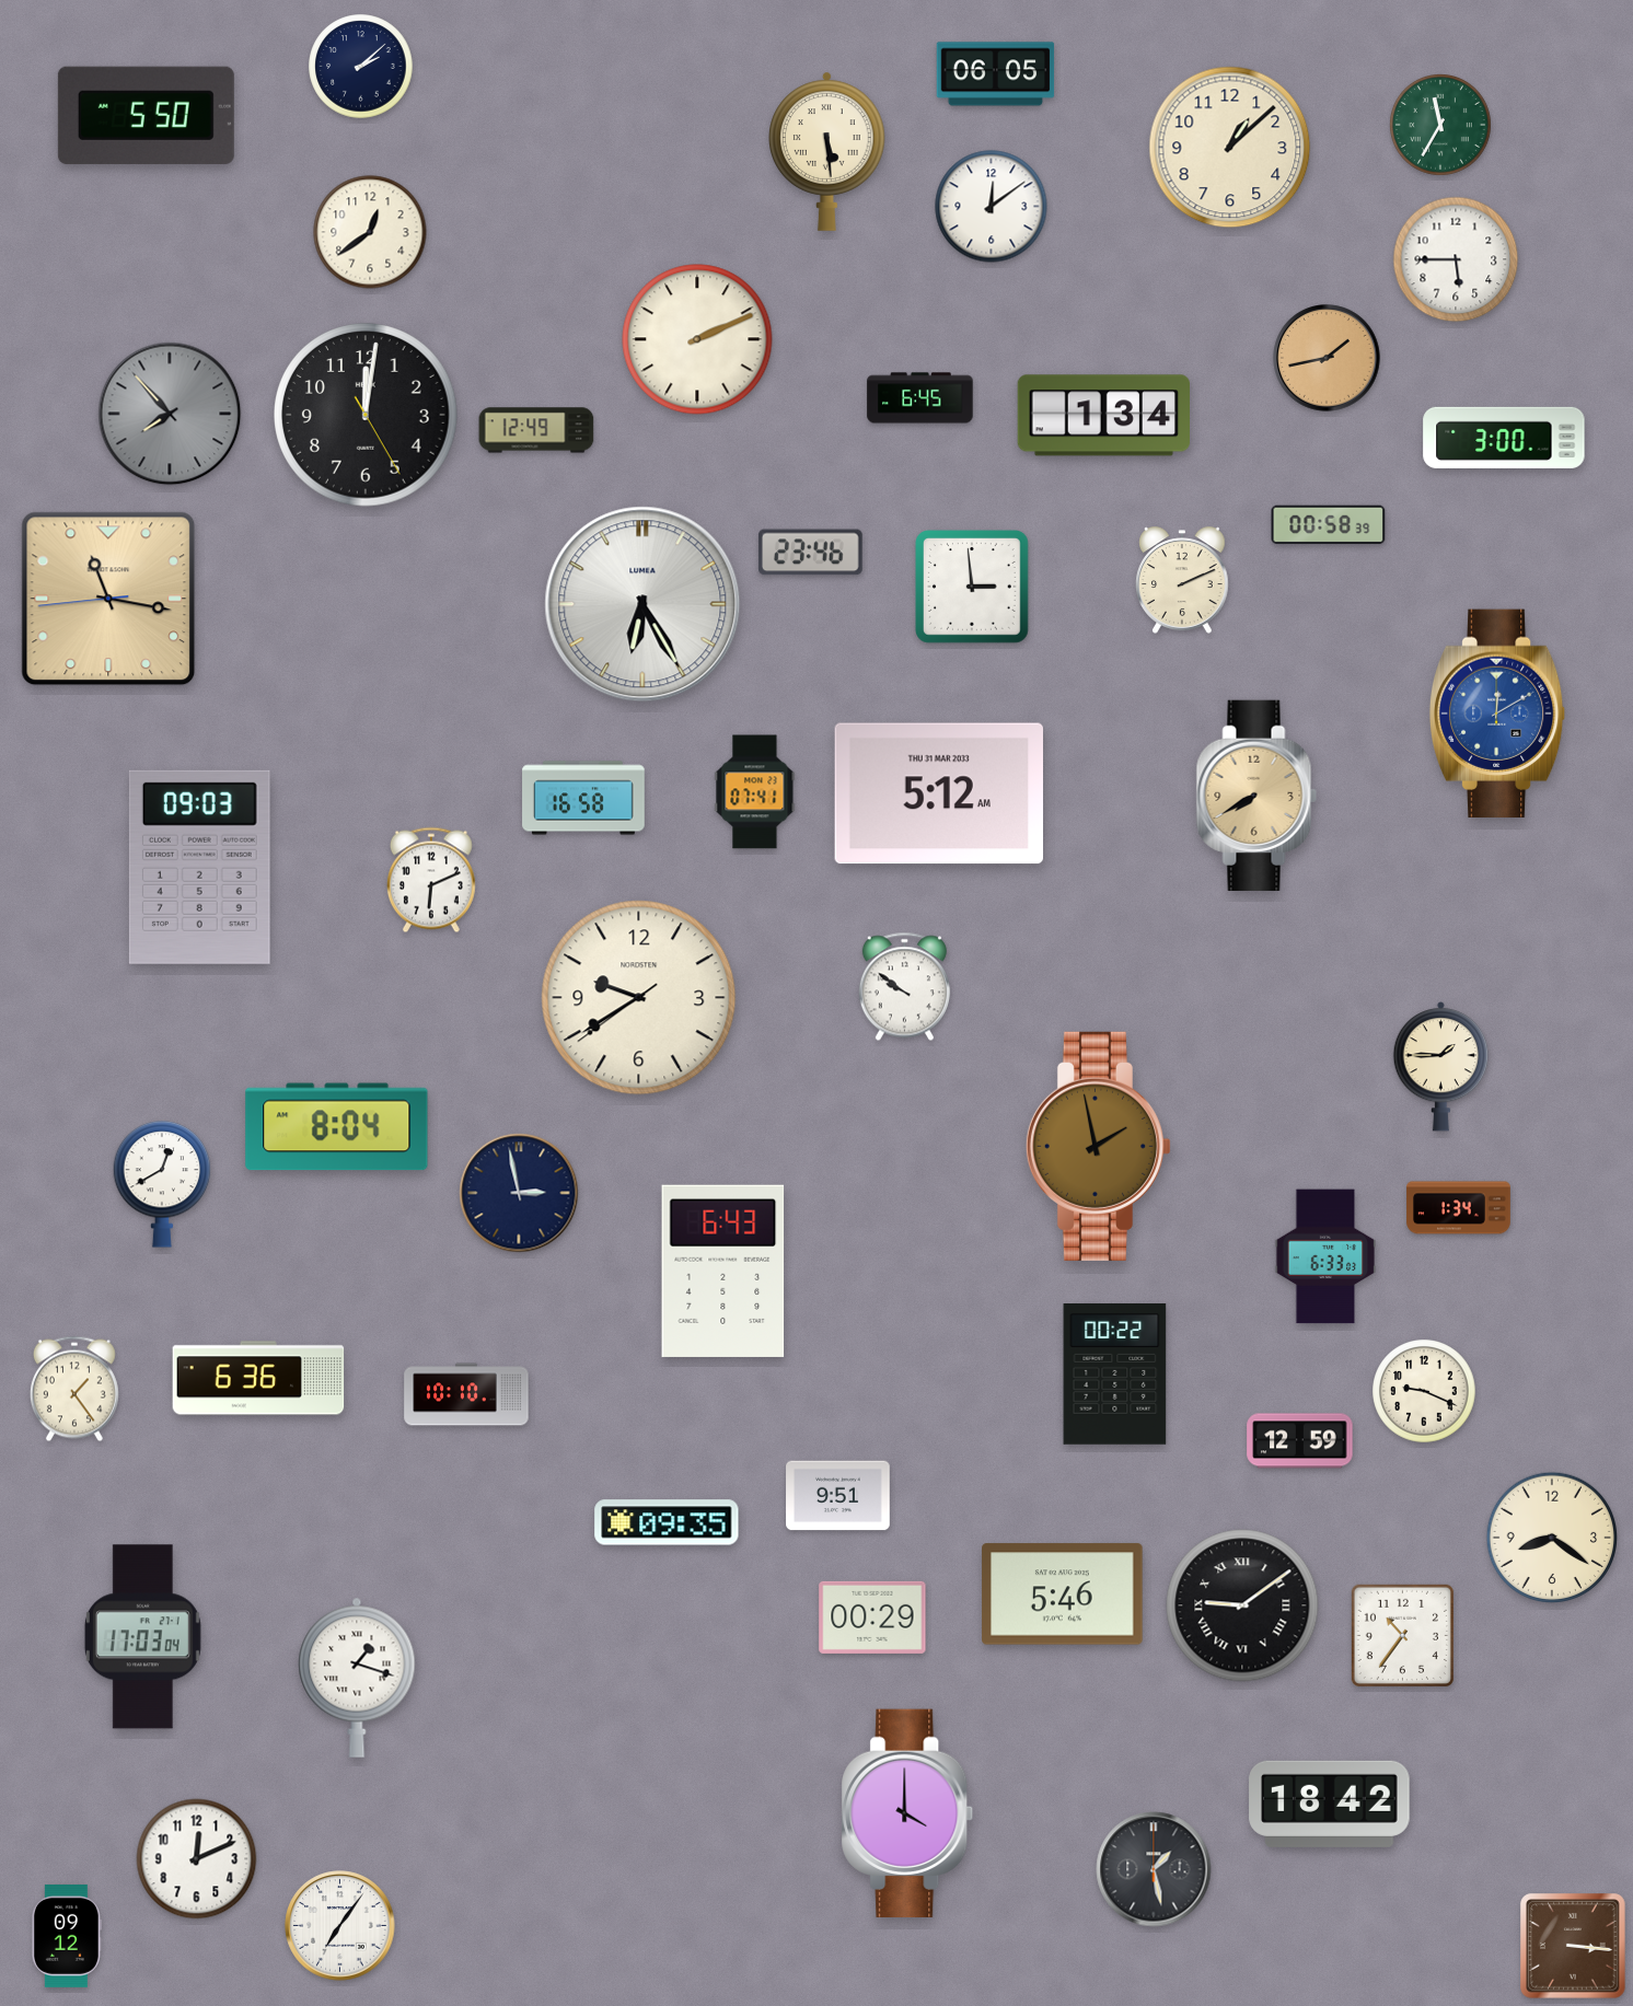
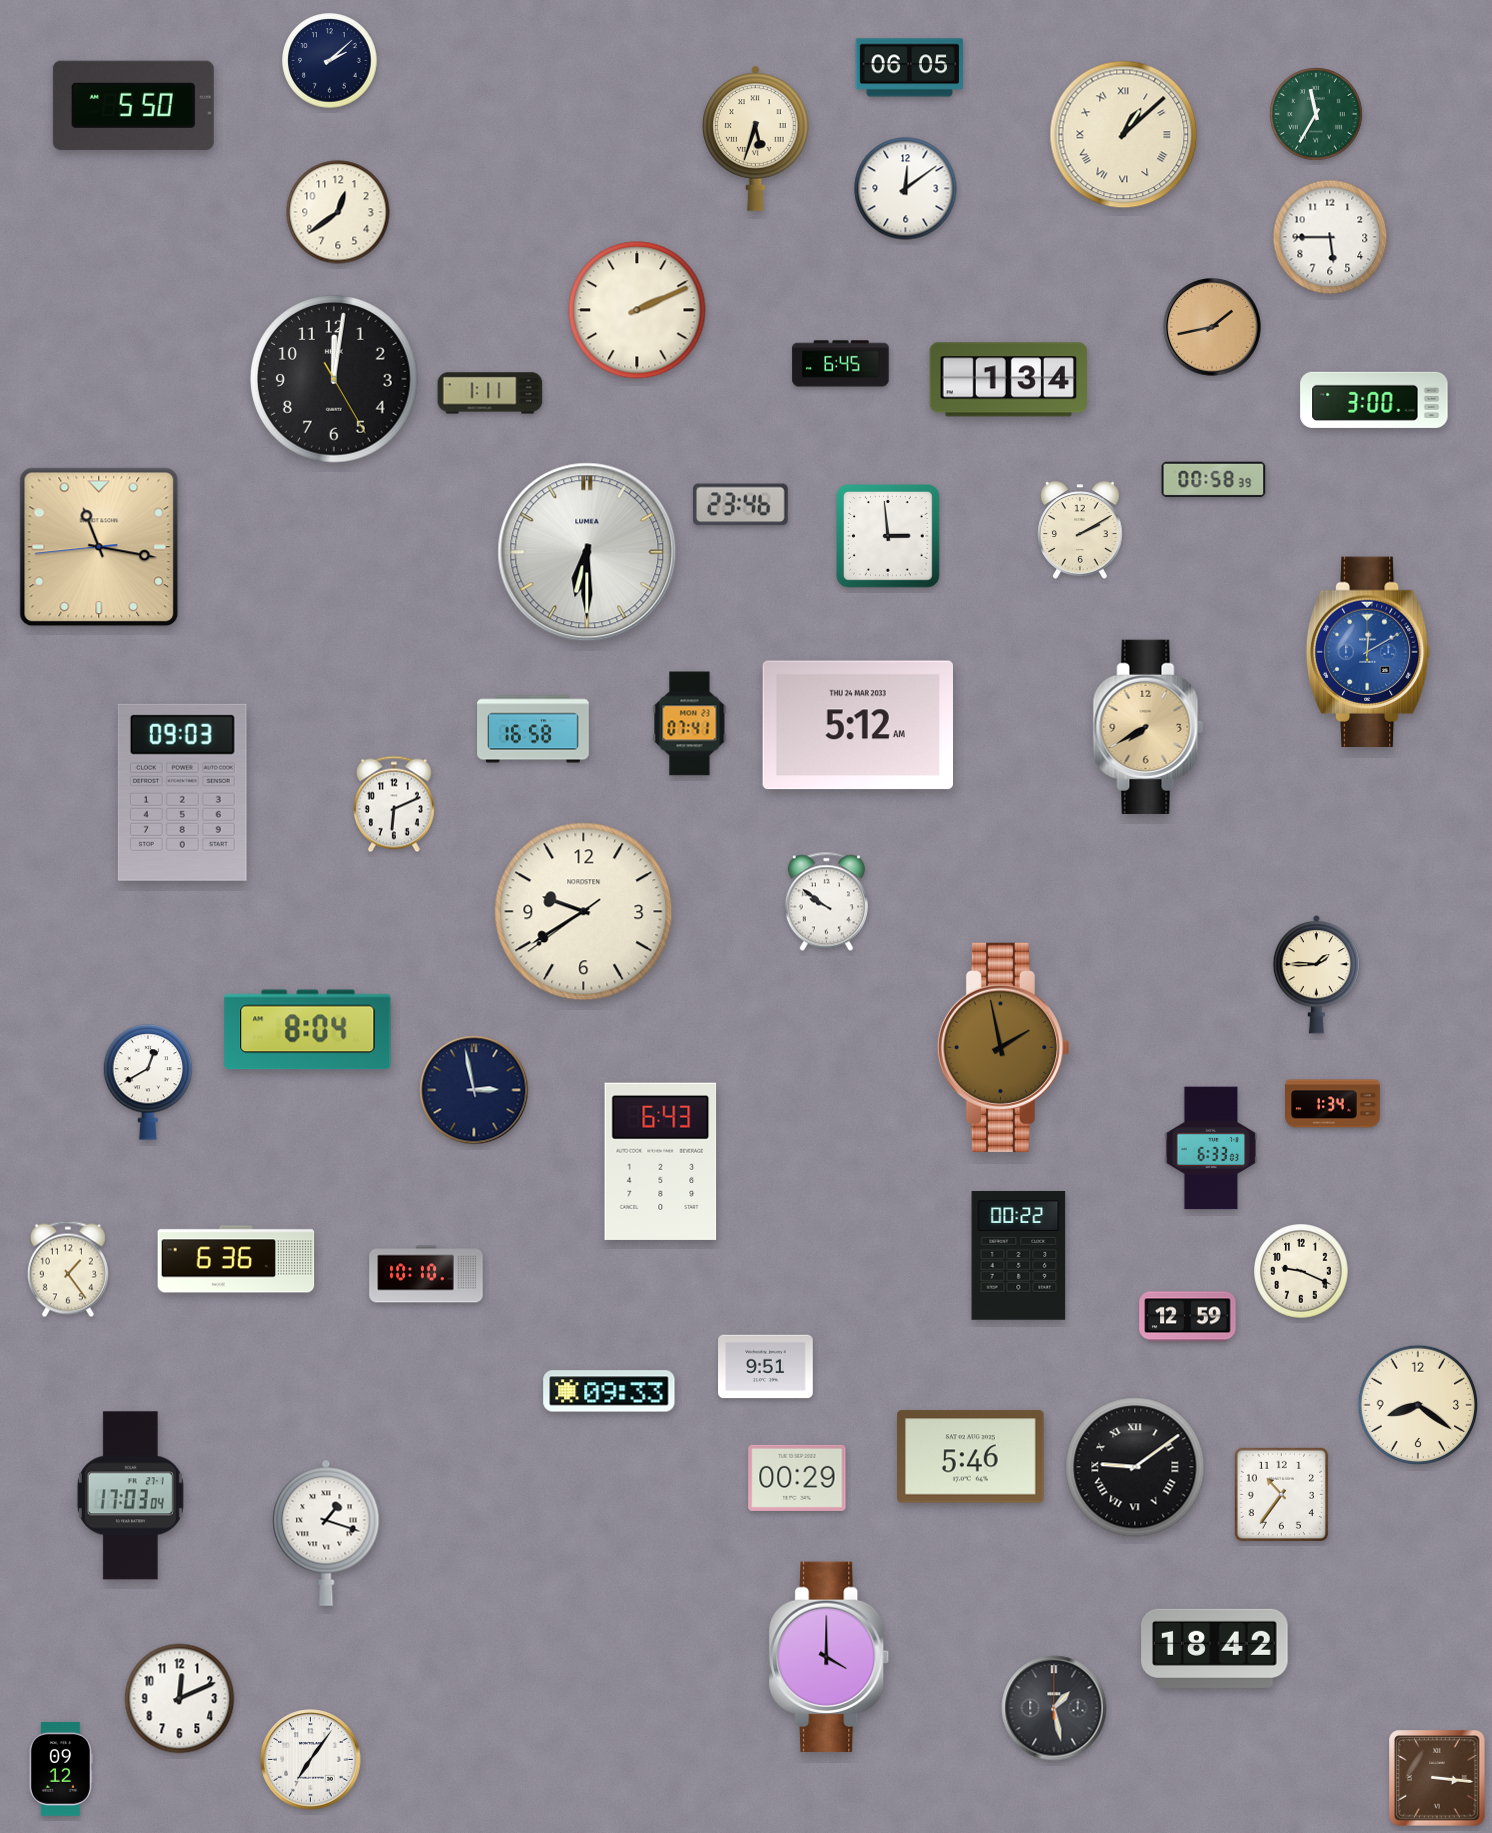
clock at (1230, 148) numerals: Arabic -> Roman
clock at (827, 151): 5:29 -> 5:33
clock at (170, 414): 7:53 -> none
clock at (536, 430): 12:49 -> 1:11
clock at (1183, 580): 2:11 -> 2:10
clock at (642, 604): 6:25 -> 6:30
clock at (938, 793) date: THU 31 MAR 2033 -> THU 24 MAR 2033
clock at (667, 1522): 09:35 -> 09:33
